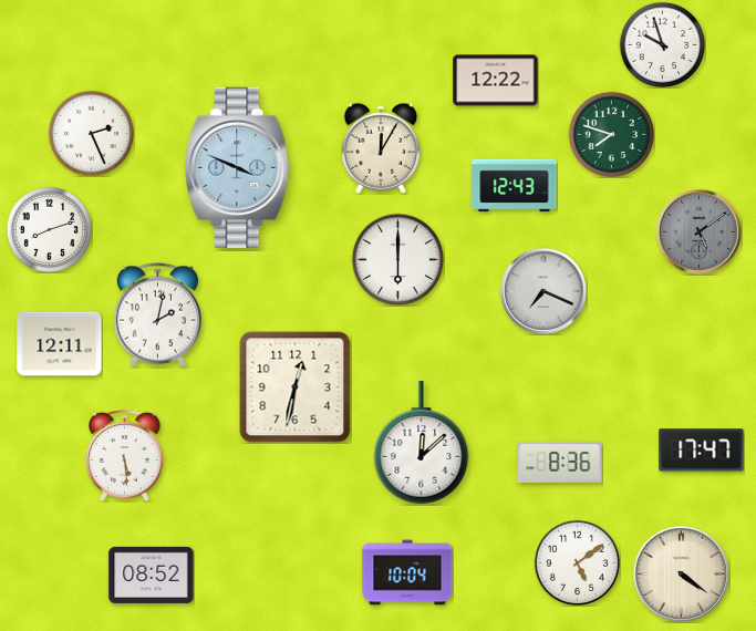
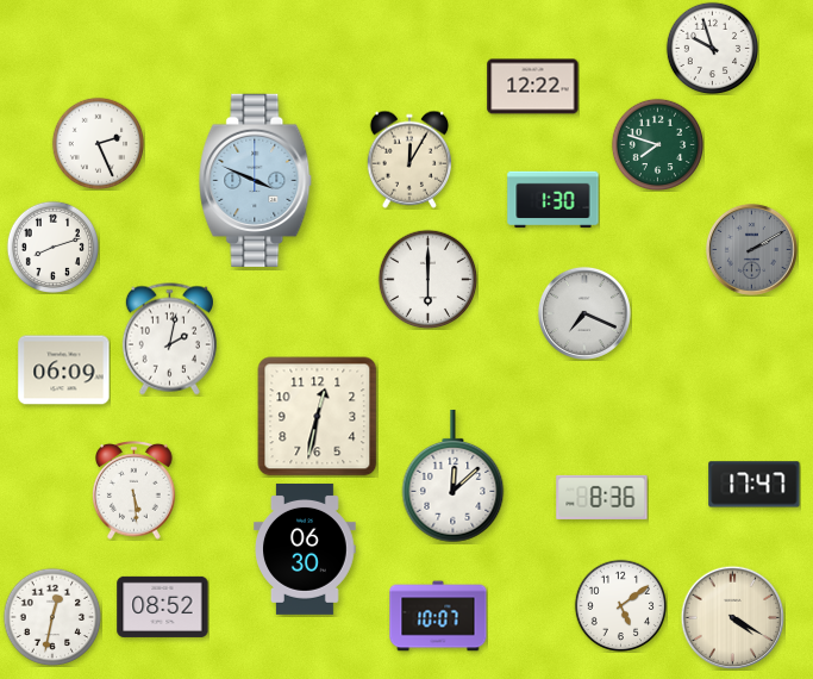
clock at (515, 186): 12:43 -> 1:30
clock at (698, 231): 5:09 -> 2:10
clock at (60, 344): 12:11 -> 06:09
clock at (305, 549): none -> 06:30
clock at (407, 572): 10:04 -> 10:07
clock at (52, 617): none -> 12:32
clock at (681, 573): 4:21 -> 4:20
clock at (152, 575) position: (152, 575) -> (163, 606)
